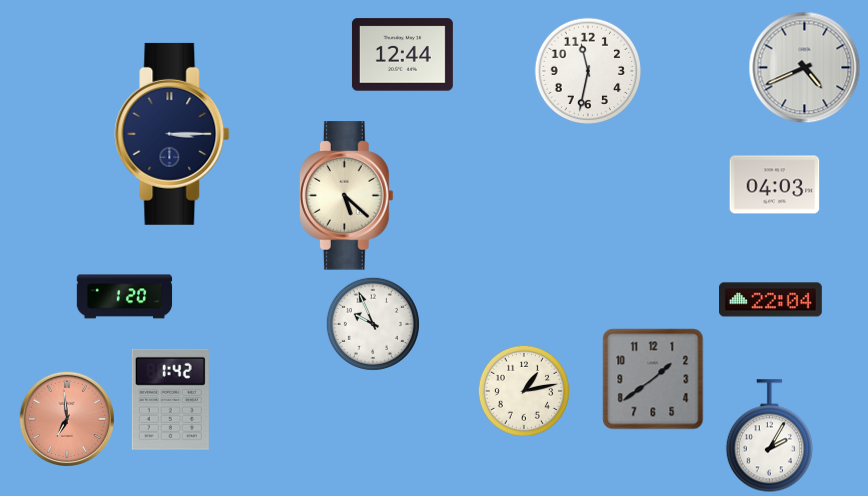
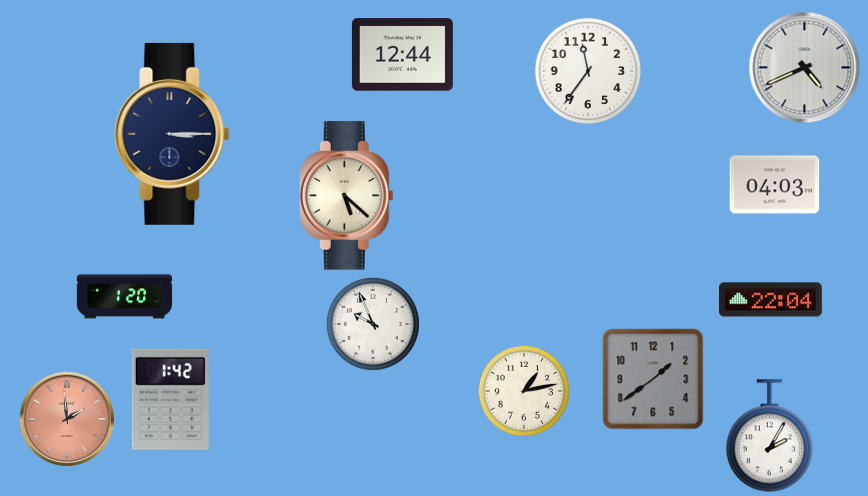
clock at (588, 71): 11:32 -> 11:36
clock at (67, 419): 6:59 -> 1:59
